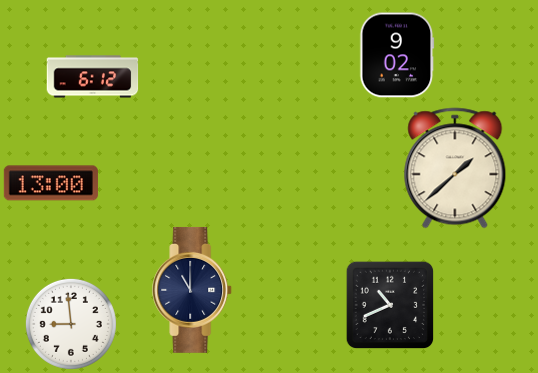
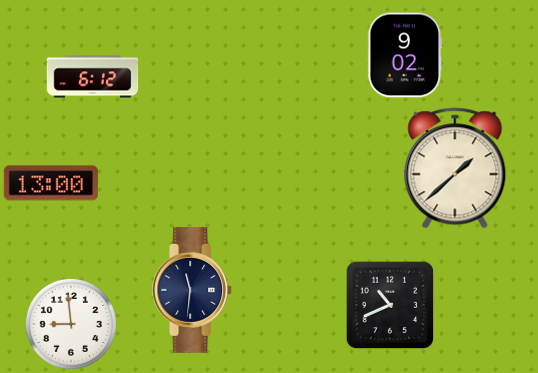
clock at (397, 55) position: (397, 55) -> (405, 55)
clock at (193, 290): 11:00 -> 11:31
